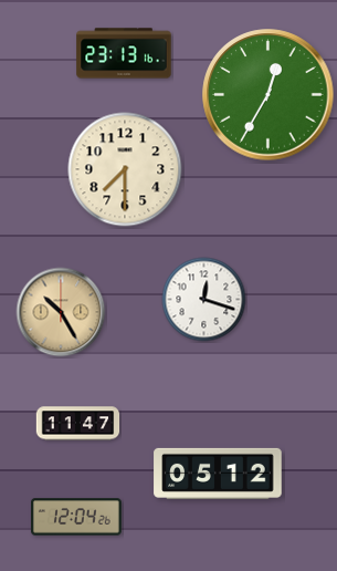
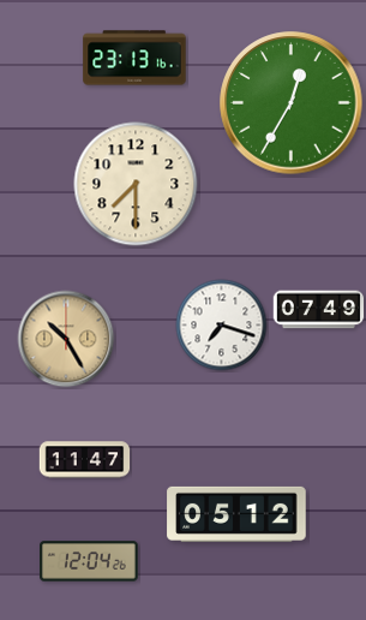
clock at (319, 310): none -> 07:49
clock at (204, 300): 12:18 -> 7:18
clock at (77, 517) position: (77, 517) -> (90, 561)
